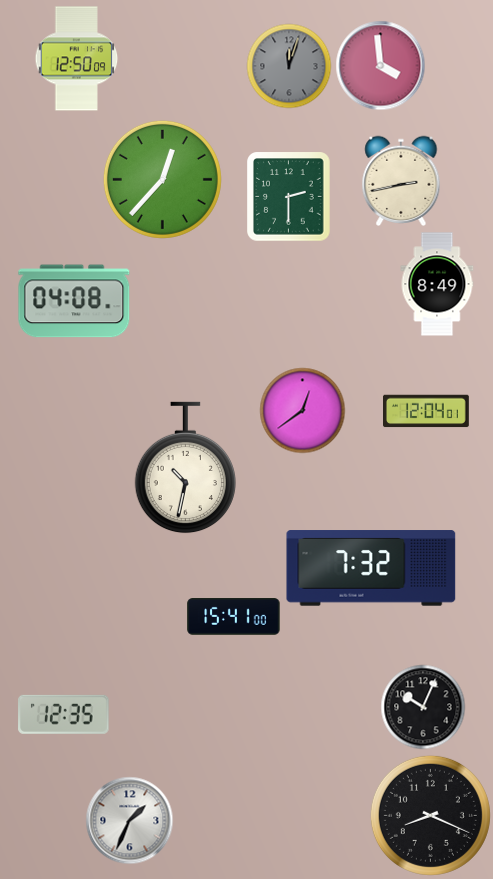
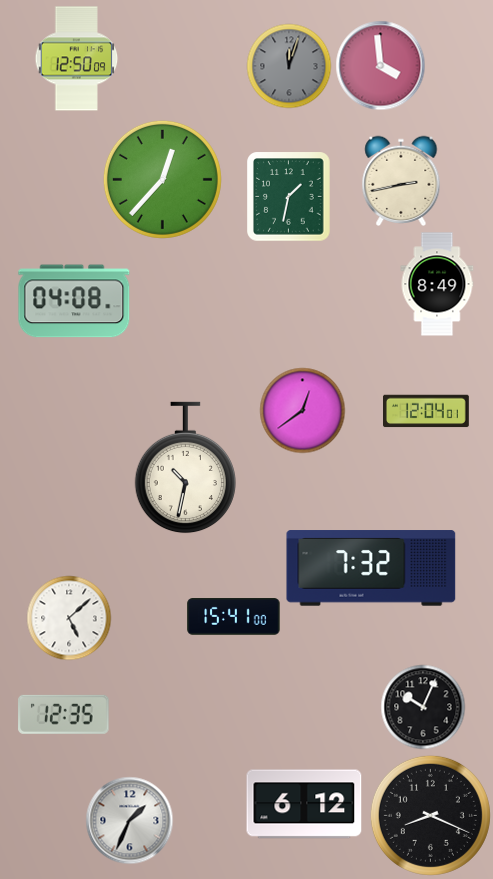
clock at (289, 197): 2:30 -> 1:32
clock at (69, 618): none -> 5:08
clock at (304, 804): none -> 6:12
